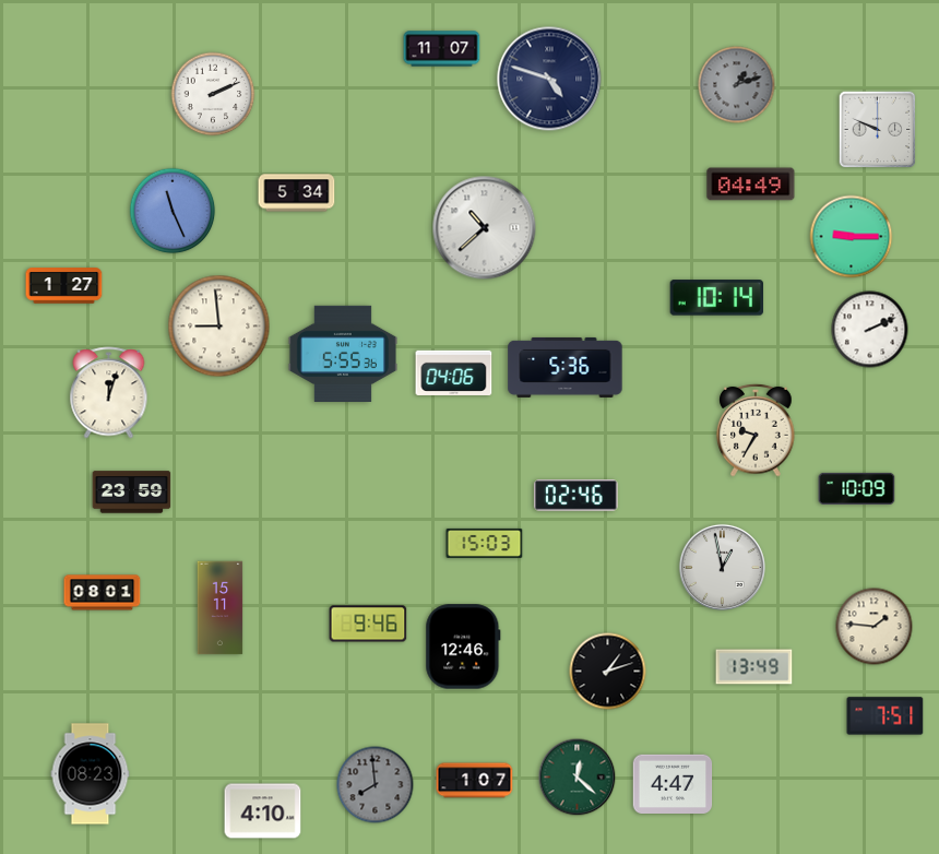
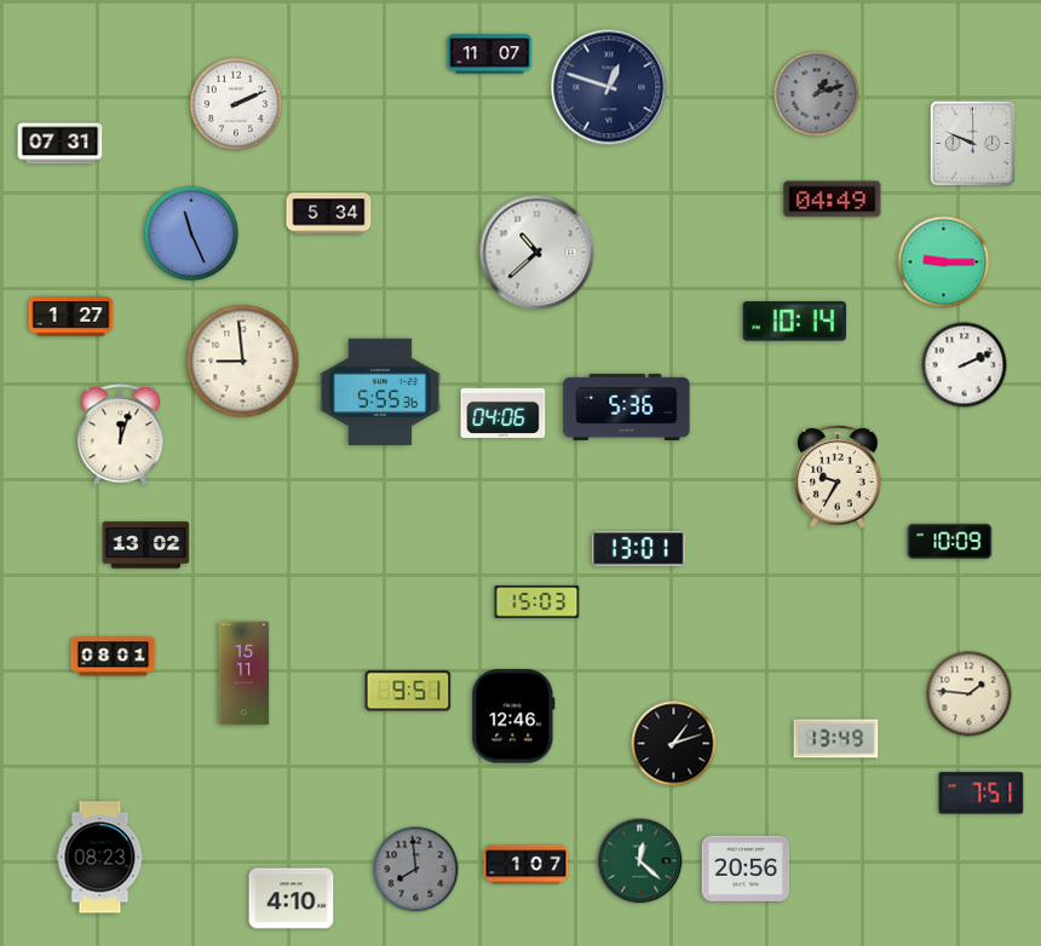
clock at (549, 79): 4:48 -> 12:48
clock at (61, 144): none -> 07:31
clock at (751, 185) position: (751, 185) -> (833, 200)
clock at (717, 298) position: (717, 298) -> (795, 322)
clock at (132, 493): 23:59 -> 13:02
clock at (577, 496): 02:46 -> 13:01
clock at (722, 567): 12:58 -> none
clock at (368, 624): 9:46 -> 9:51
clock at (673, 784): 4:47 -> 20:56
